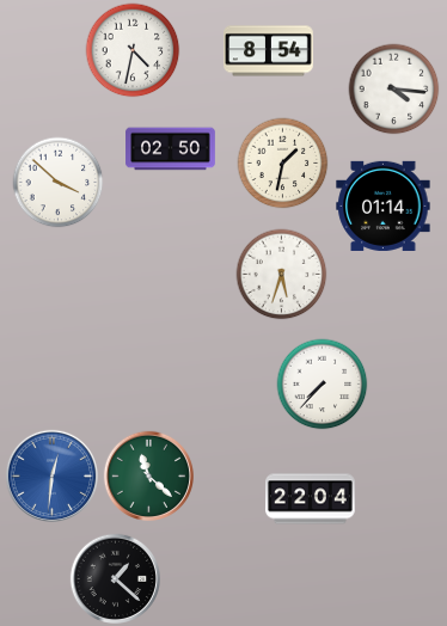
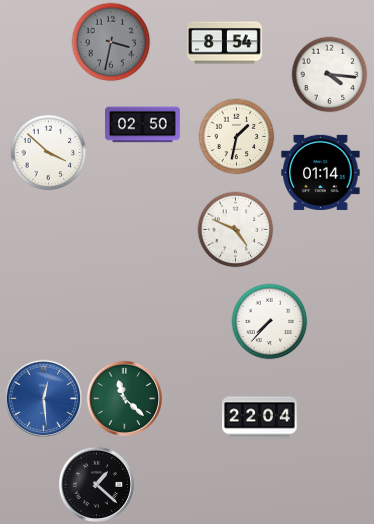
clock at (133, 50): 4:32 -> 3:32
clock at (133, 50) dial: white -> grey
clock at (282, 275): 5:33 -> 4:49
clock at (51, 475): 12:31 -> 12:29
